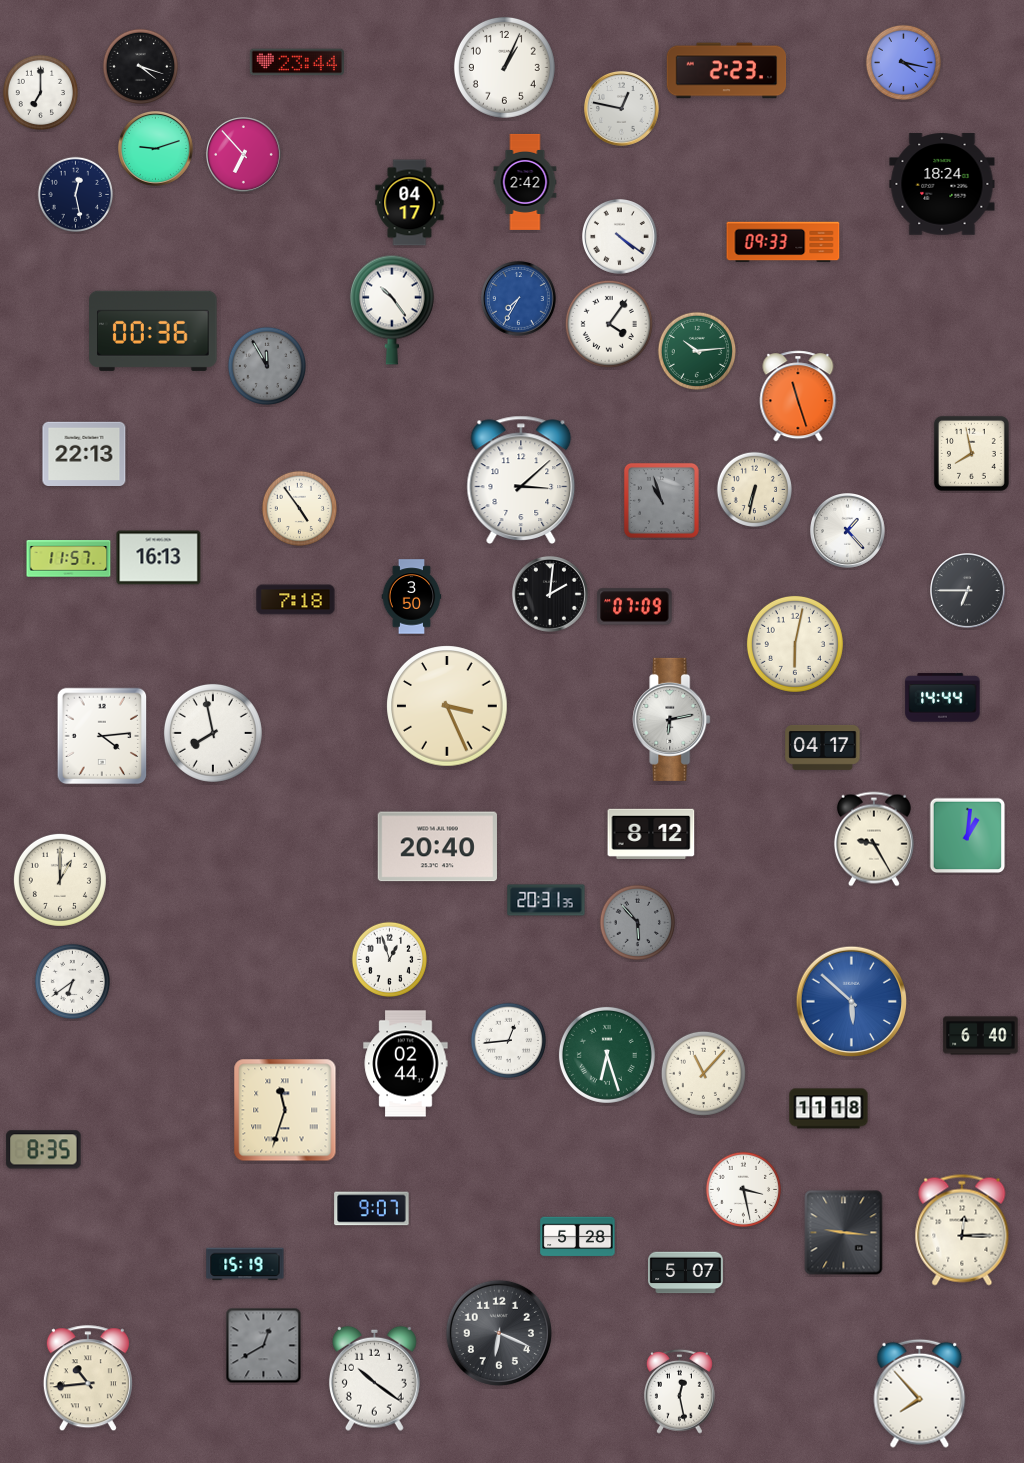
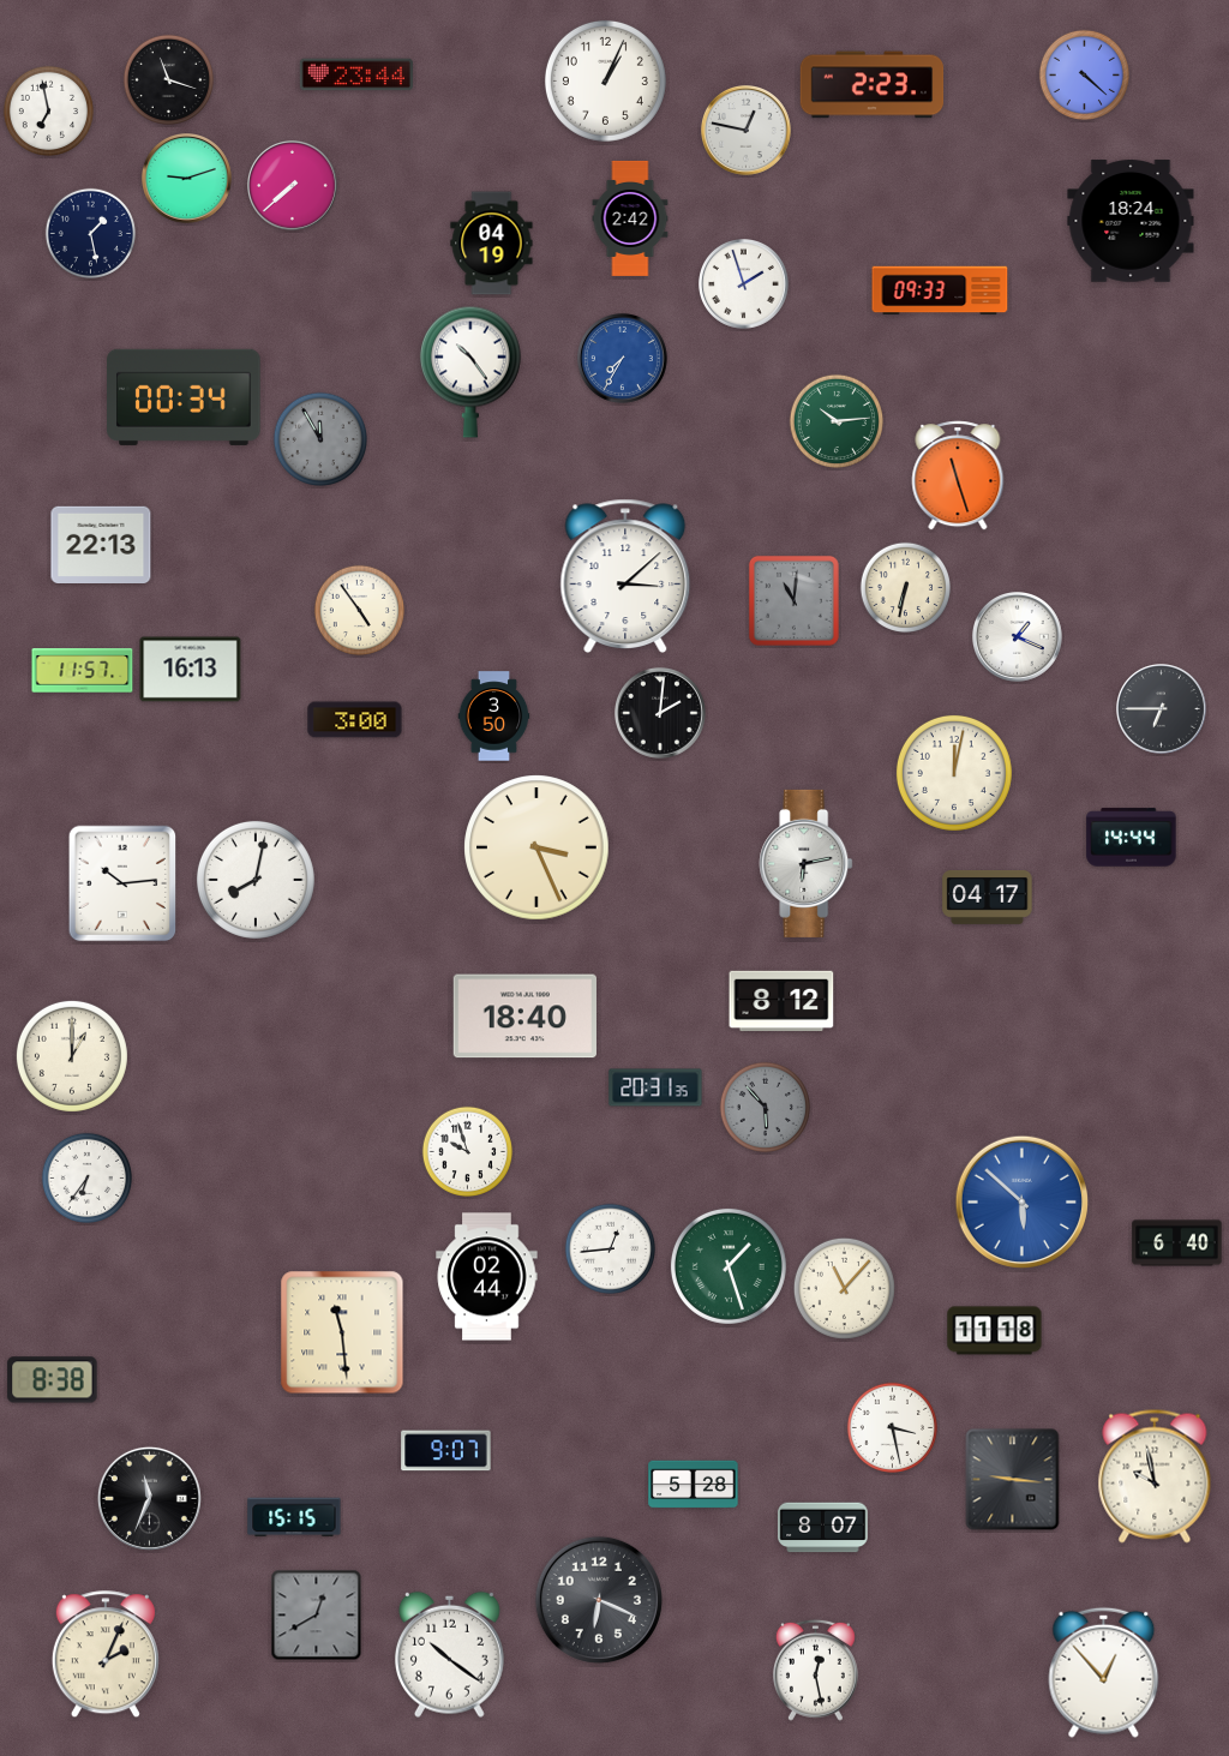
clock at (903, 62): 4:17 -> 4:22
clock at (140, 66): 4:18 -> 11:18
clock at (40, 92): 7:00 -> 6:58
clock at (244, 155): 6:53 -> 7:38
clock at (75, 194): 12:28 -> 1:28
clock at (410, 203): 04:17 -> 04:19
clock at (620, 237): 4:21 -> 1:57
clock at (609, 324): 4:06 -> none
clock at (153, 331): 00:36 -> 00:34
clock at (971, 453): 7:58 -> none
clock at (661, 500): 10:57 -> 11:01
clock at (848, 531): 1:23 -> 1:19
clock at (296, 600): 7:18 -> 3:00
clock at (635, 607): 07:09 -> none
clock at (795, 644): 6:02 -> 12:02
clock at (213, 733): 7:58 -> 8:02
clock at (102, 736): 4:14 -> 10:14
clock at (968, 836): 1:01 -> none
clock at (874, 839): 9:25 -> none
clock at (437, 847): 20:40 -> 18:40
clock at (546, 900) position: (546, 900) -> (655, 1087)
clock at (389, 959): 12:57 -> 9:57
clock at (72, 981): 6:39 -> 6:36
clock at (607, 1055): 6:27 -> 1:27
clock at (285, 1110): 11:33 -> 11:29
clock at (44, 1150): 8:35 -> 8:38
clock at (962, 1230): 12:15 -> 9:58
clock at (149, 1498): none -> 11:34
clock at (245, 1264): 15:19 -> 15:15
clock at (686, 1273): 5:07 -> 8:07
clock at (88, 1379): 10:44 -> 2:04
clock at (920, 1393): 7:53 -> 12:53
